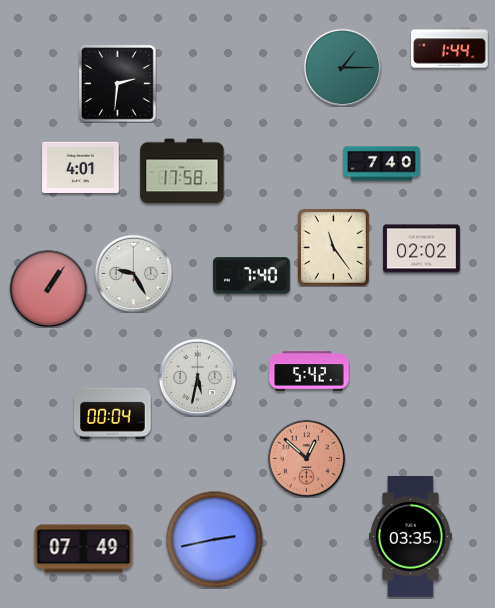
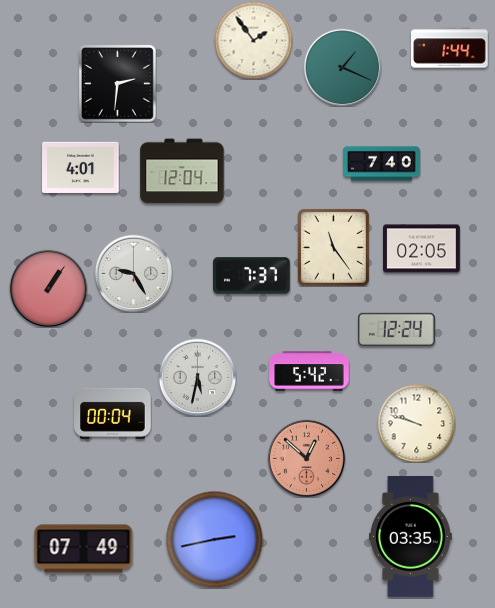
clock at (253, 40): none -> 1:54
clock at (342, 67): 1:15 -> 1:19
clock at (182, 171): 17:58 -> 12:04
clock at (422, 249): 02:02 -> 02:05
clock at (252, 276): 7:40 -> 7:37
clock at (397, 329): none -> 12:24
clock at (416, 423): none -> 9:48
